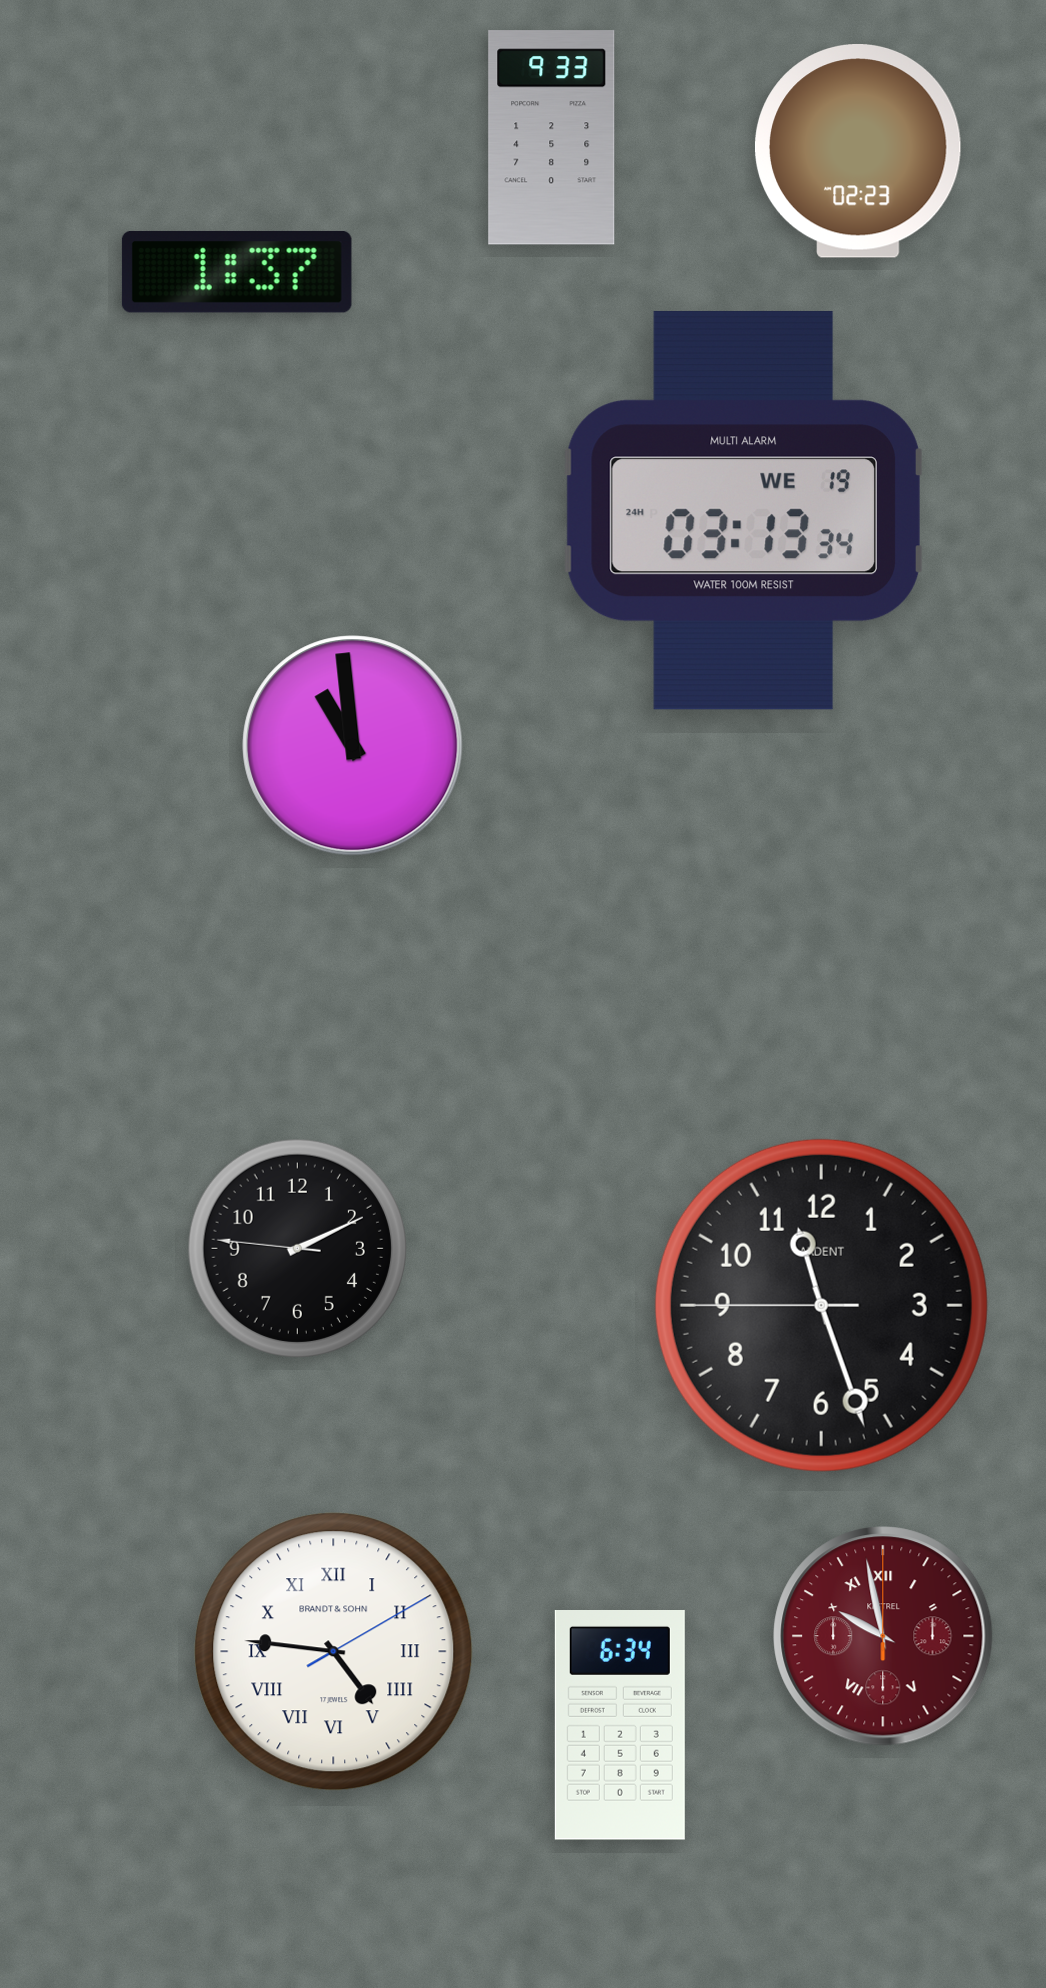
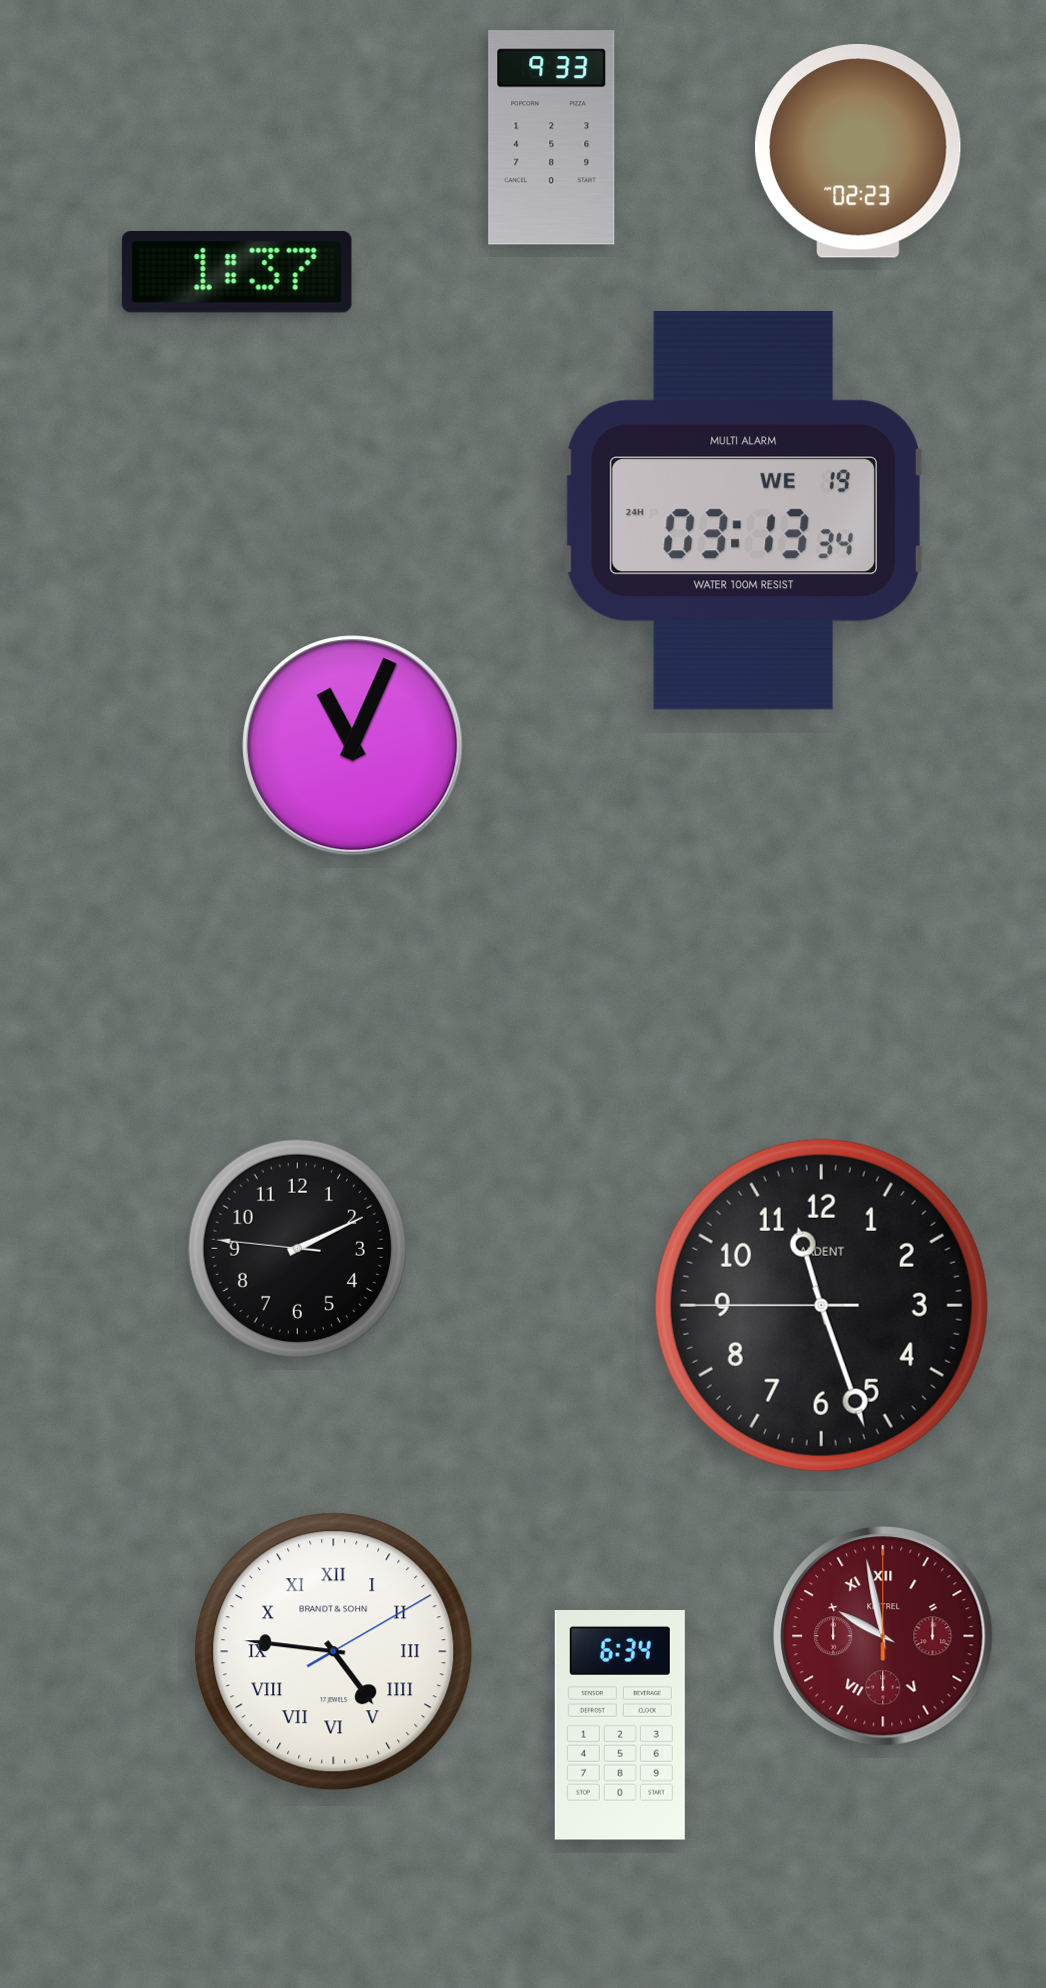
clock at (353, 746): 10:59 -> 11:04
